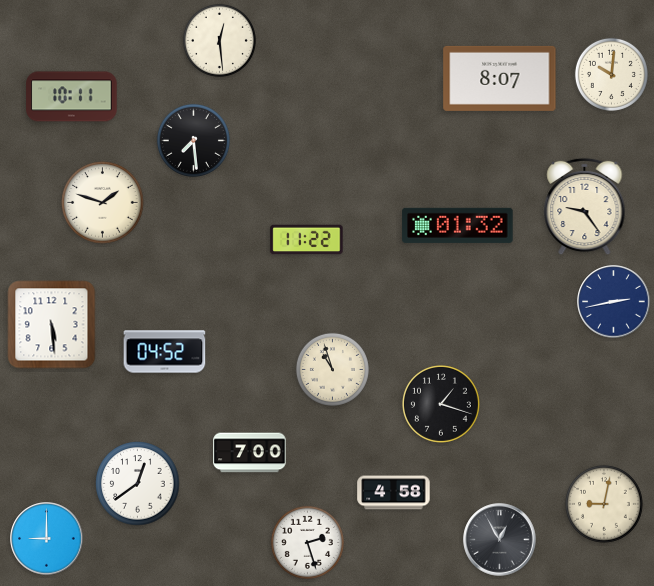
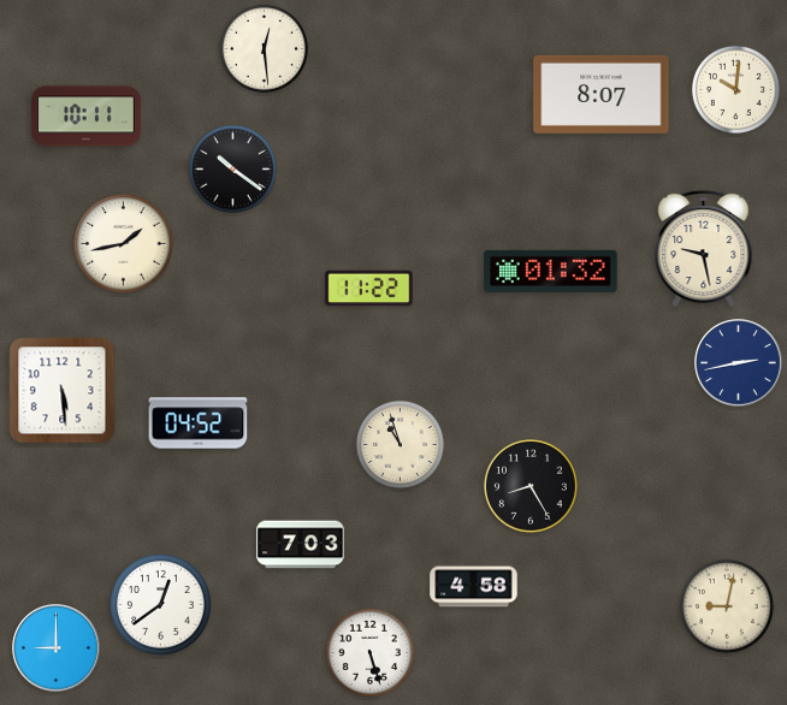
clock at (193, 140): 7:29 -> 10:21
clock at (103, 203): 1:48 -> 1:43
clock at (585, 207): 9:24 -> 9:28
clock at (441, 404): 1:18 -> 8:25
clock at (250, 453): 7:00 -> 7:03
clock at (138, 484) position: (138, 484) -> (161, 605)
clock at (394, 493) position: (394, 493) -> (474, 587)
clock at (500, 540): 12:55 -> none
clock at (307, 542): 2:27 -> 5:27
